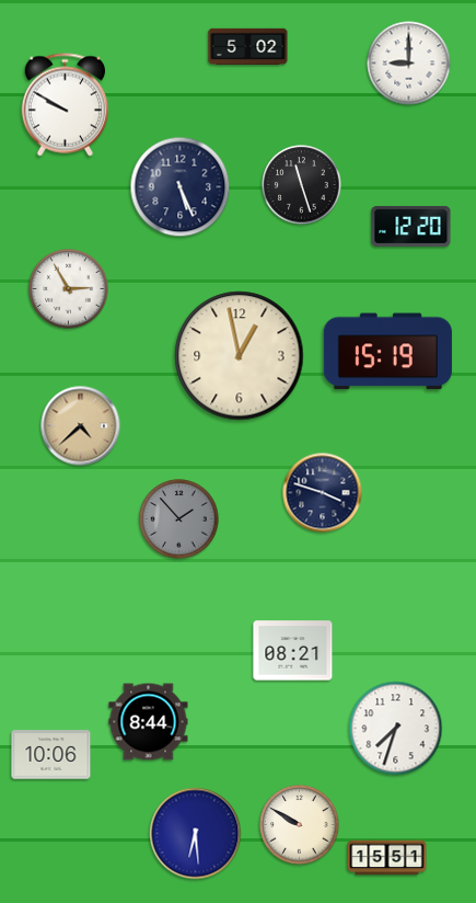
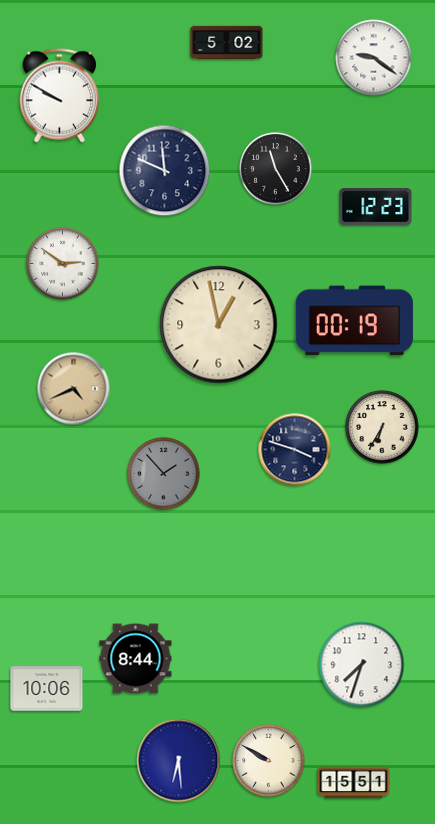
clock at (409, 64): 9:00 -> 9:21
clock at (302, 185): 11:27 -> 11:25
clock at (181, 187): 5:26 -> 11:49
clock at (411, 226): 12:20 -> 12:23
clock at (69, 289): 2:55 -> 2:51
clock at (387, 352): 15:19 -> 00:19
clock at (81, 426): 4:38 -> 4:41
clock at (382, 427): none -> 6:35
clock at (293, 651): 08:21 -> none
clock at (300, 825) position: (300, 825) -> (269, 761)
